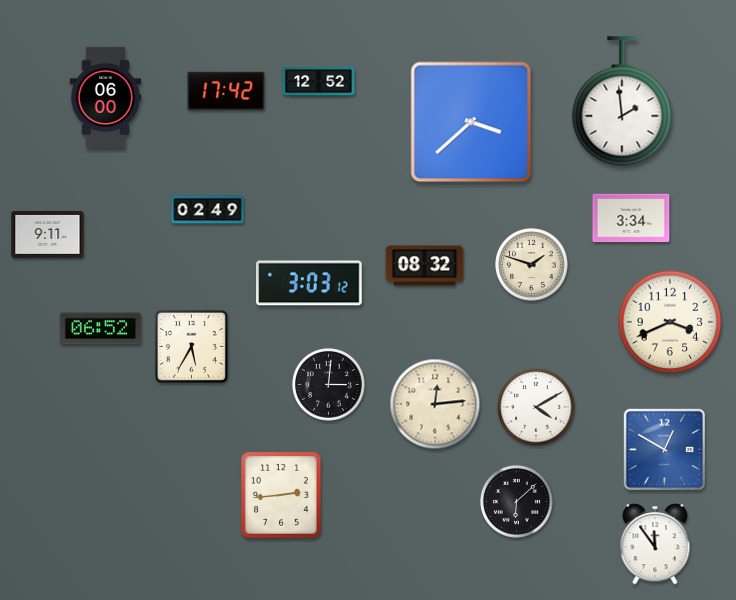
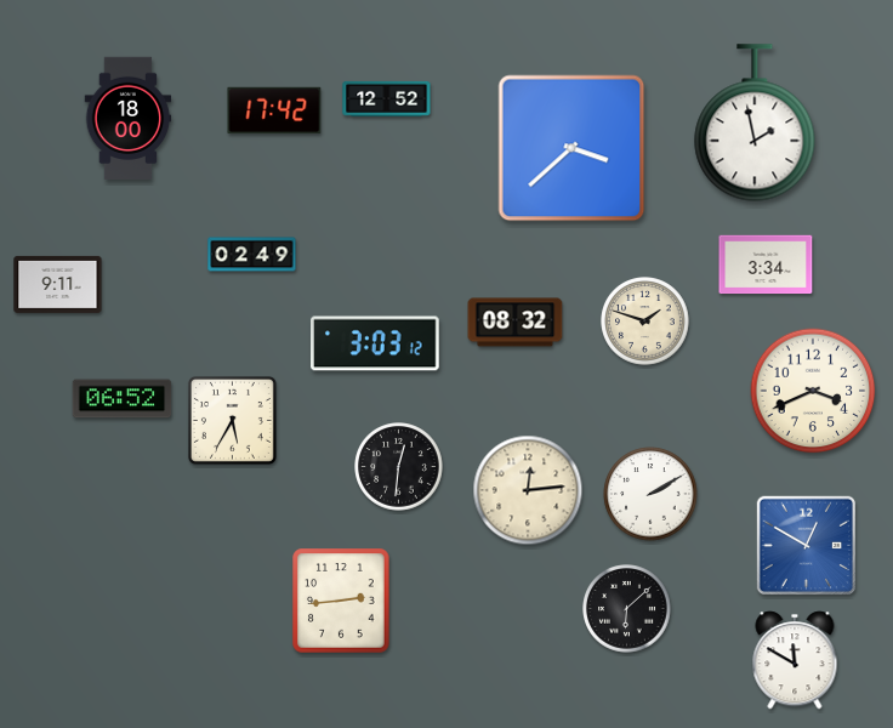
clock at (106, 97): 06:00 -> 18:00
clock at (622, 101): 1:59 -> 1:58
clock at (329, 385): 3:01 -> 12:31
clock at (536, 407): 4:10 -> 2:10
clock at (655, 544): 11:54 -> 11:50
